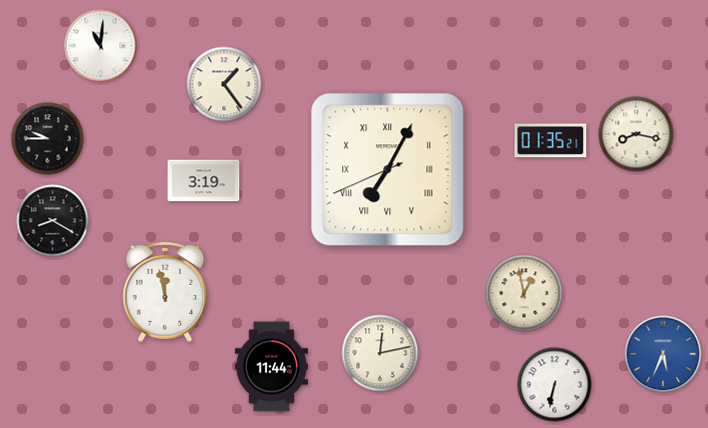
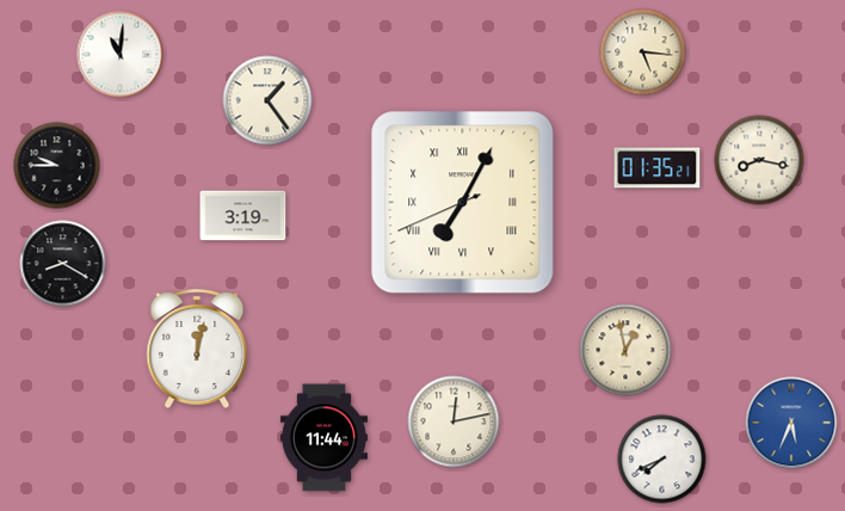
clock at (643, 53): none -> 5:16
clock at (165, 292): 11:58 -> 12:02
clock at (555, 385): 6:32 -> 7:41
